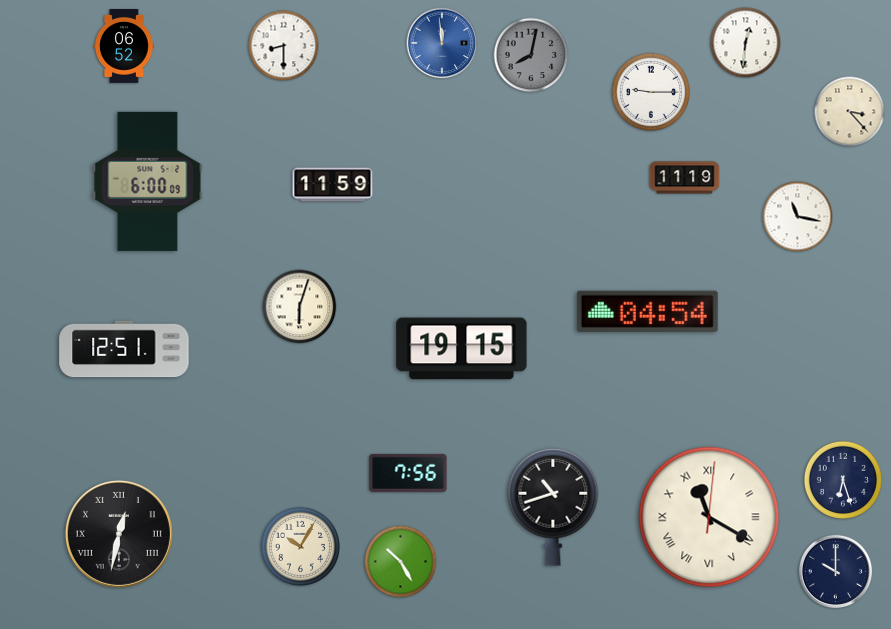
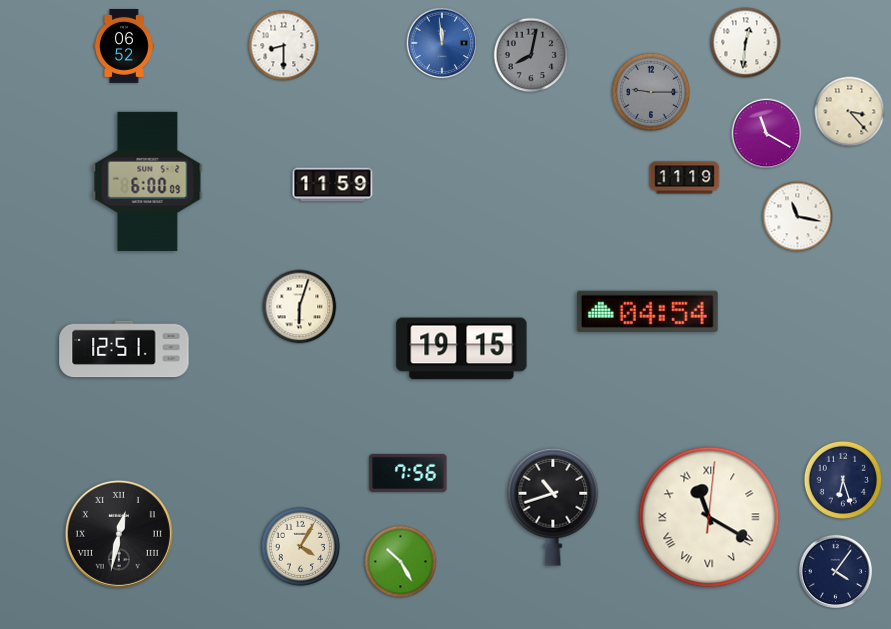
clock at (650, 91) dial: white -> grey
clock at (767, 134): none -> 11:20
clock at (300, 546): 10:05 -> 4:05
clock at (835, 571): 10:00 -> 4:06
